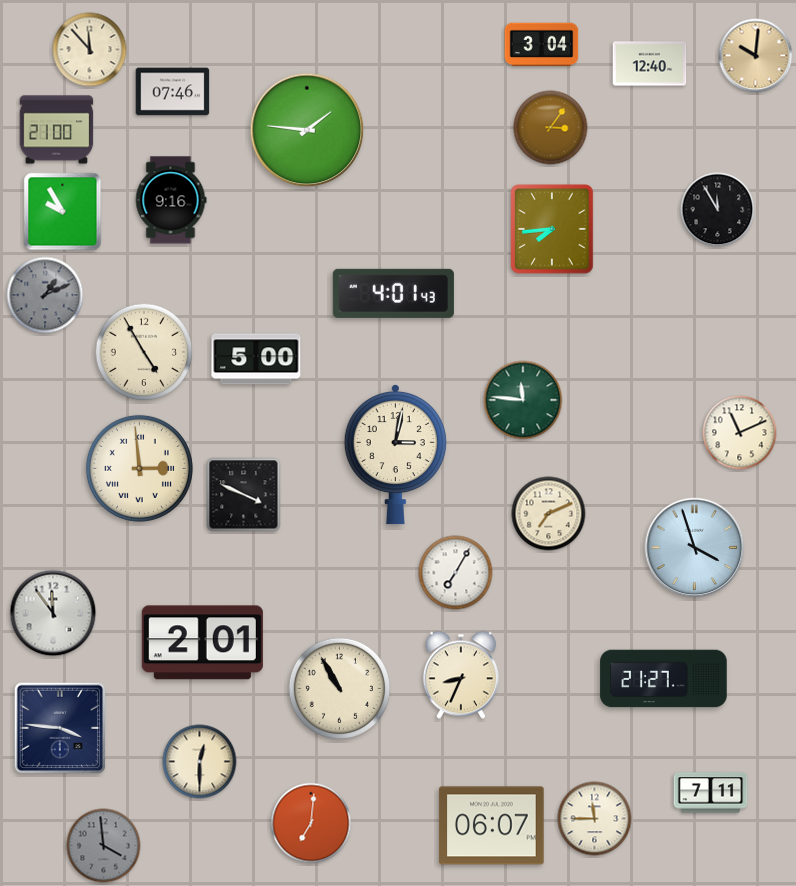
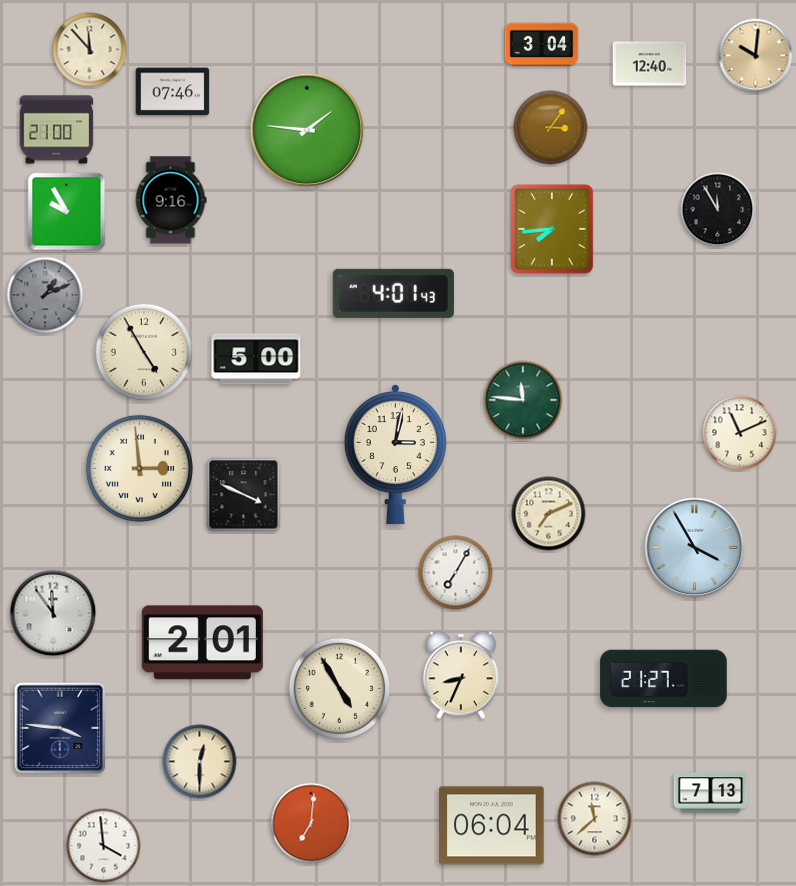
clock at (63, 212) position: (63, 212) -> (67, 212)
clock at (695, 548): 3:57 -> 3:55
clock at (339, 688): 10:55 -> 4:55
clock at (711, 793): 7:11 -> 7:13
clock at (595, 819): 11:45 -> 11:38
clock at (492, 826): 06:07 -> 06:04
clock at (104, 846) dial: grey -> white
